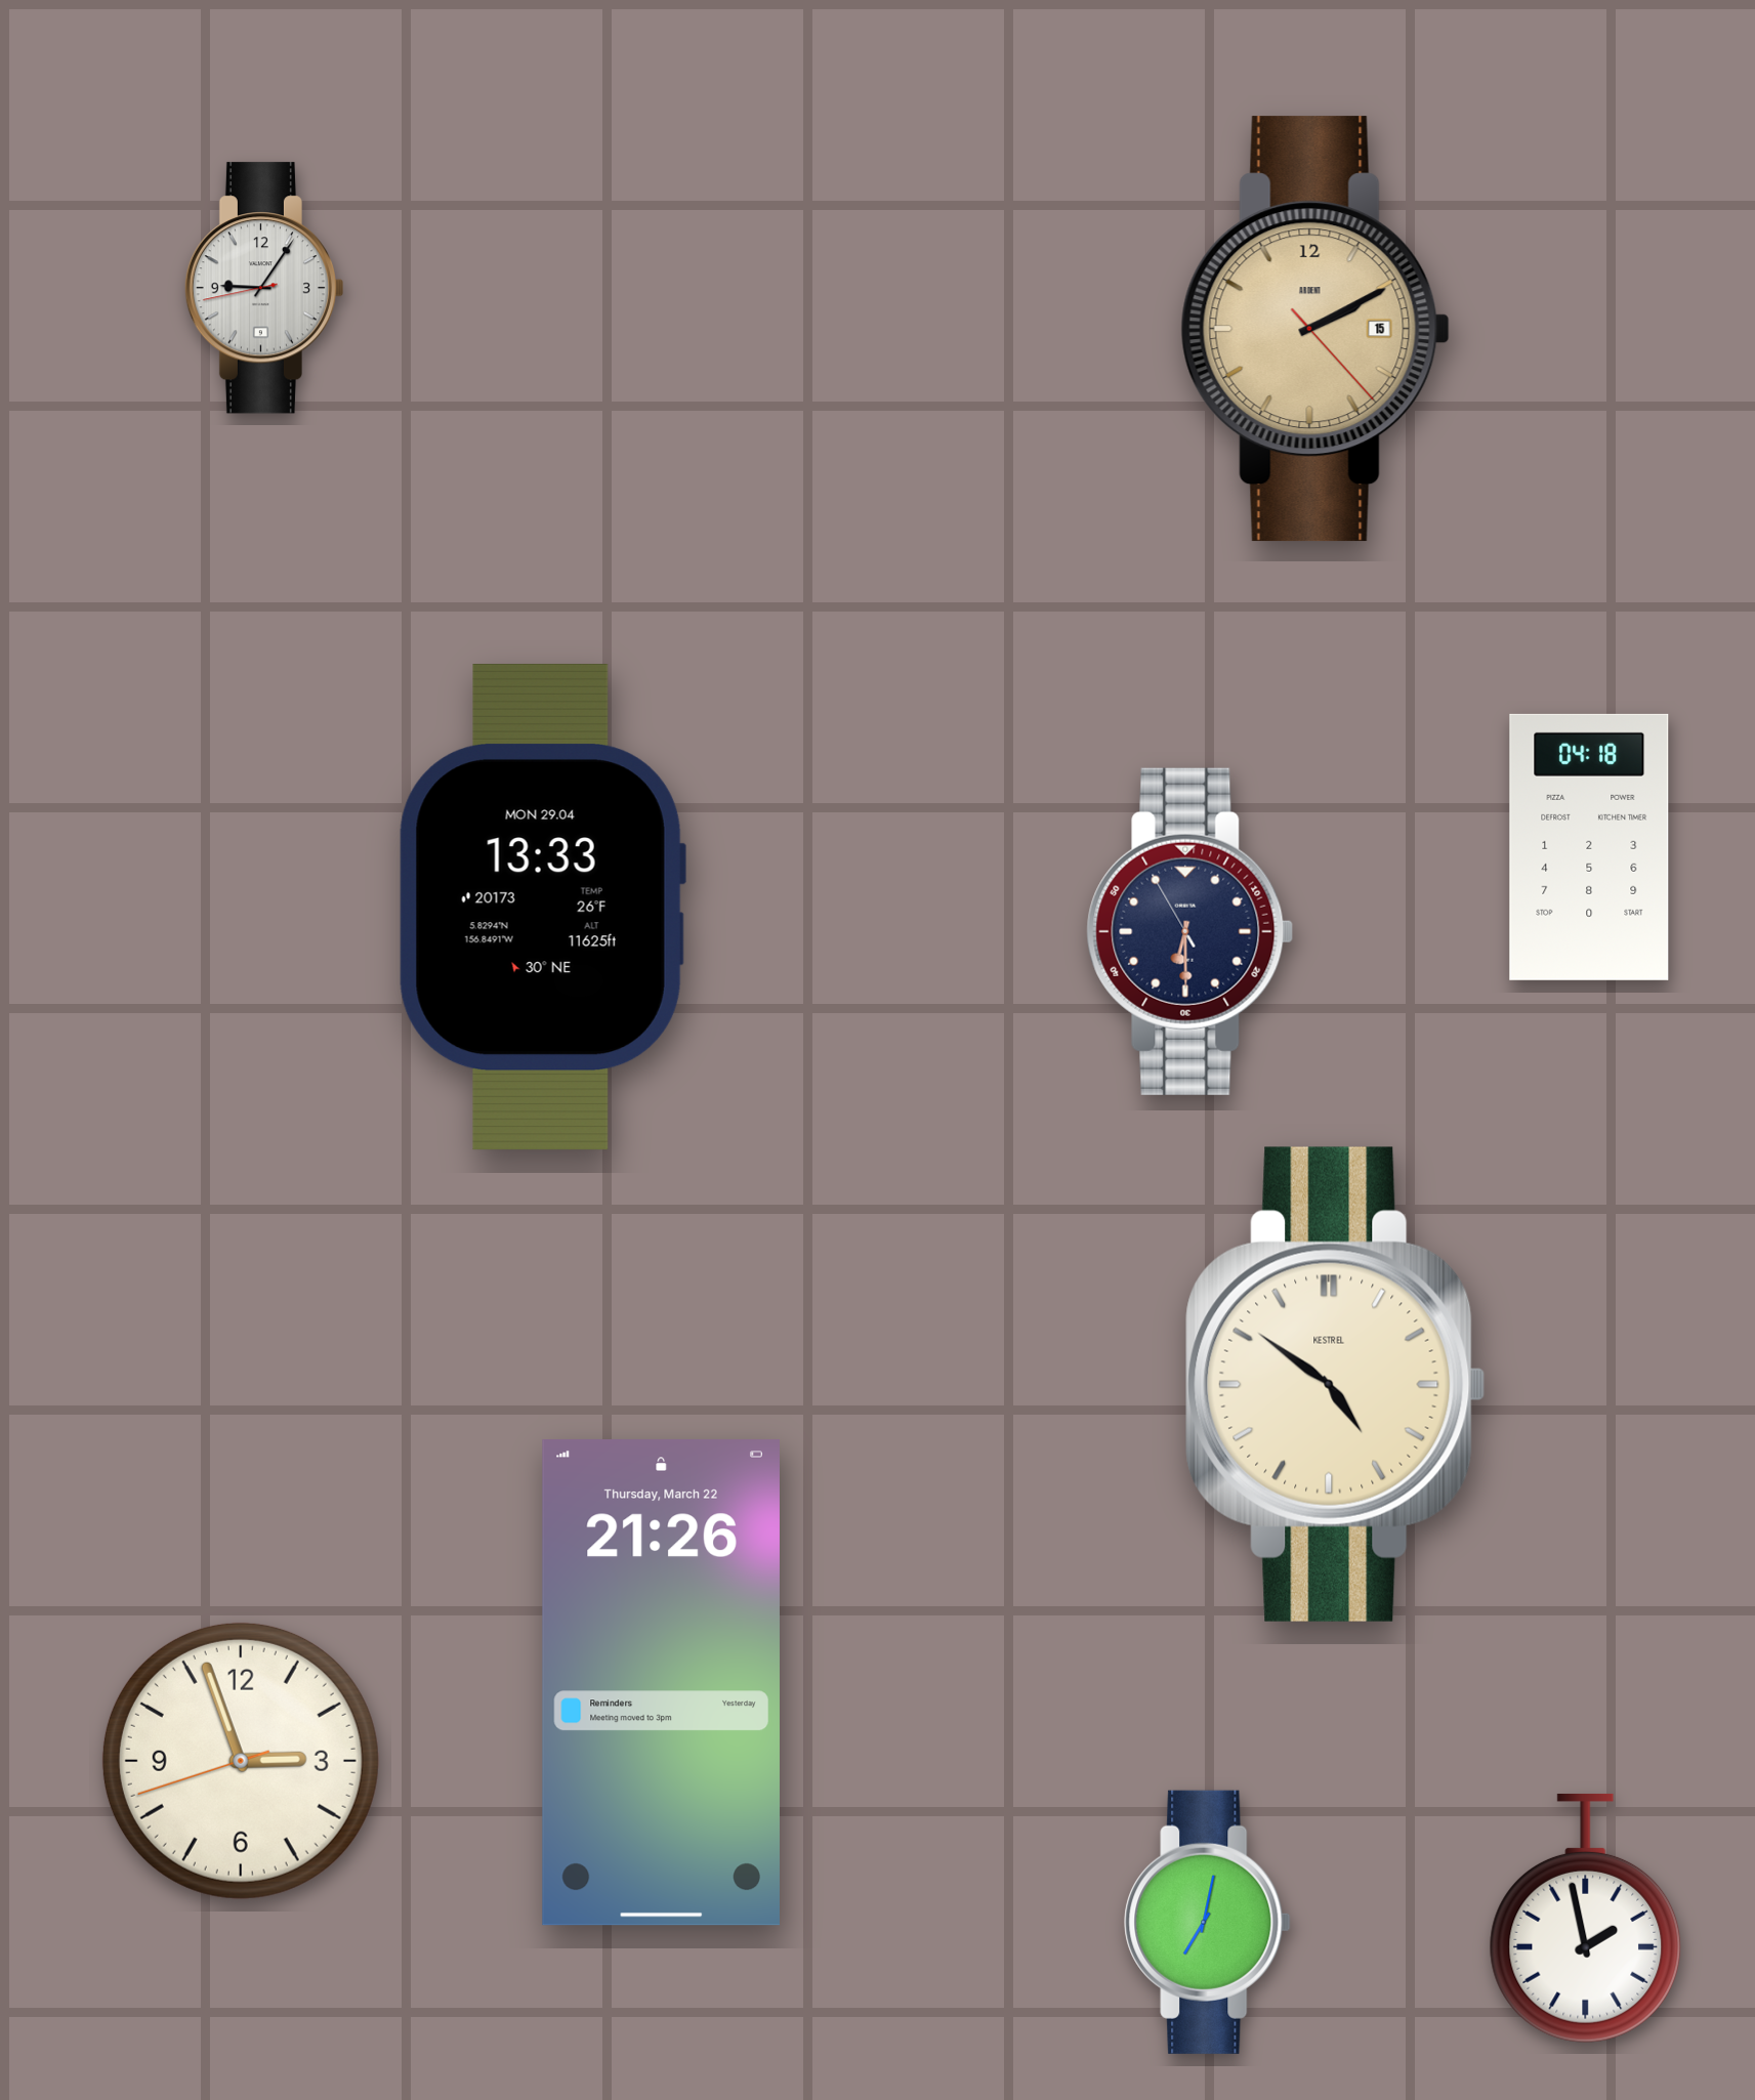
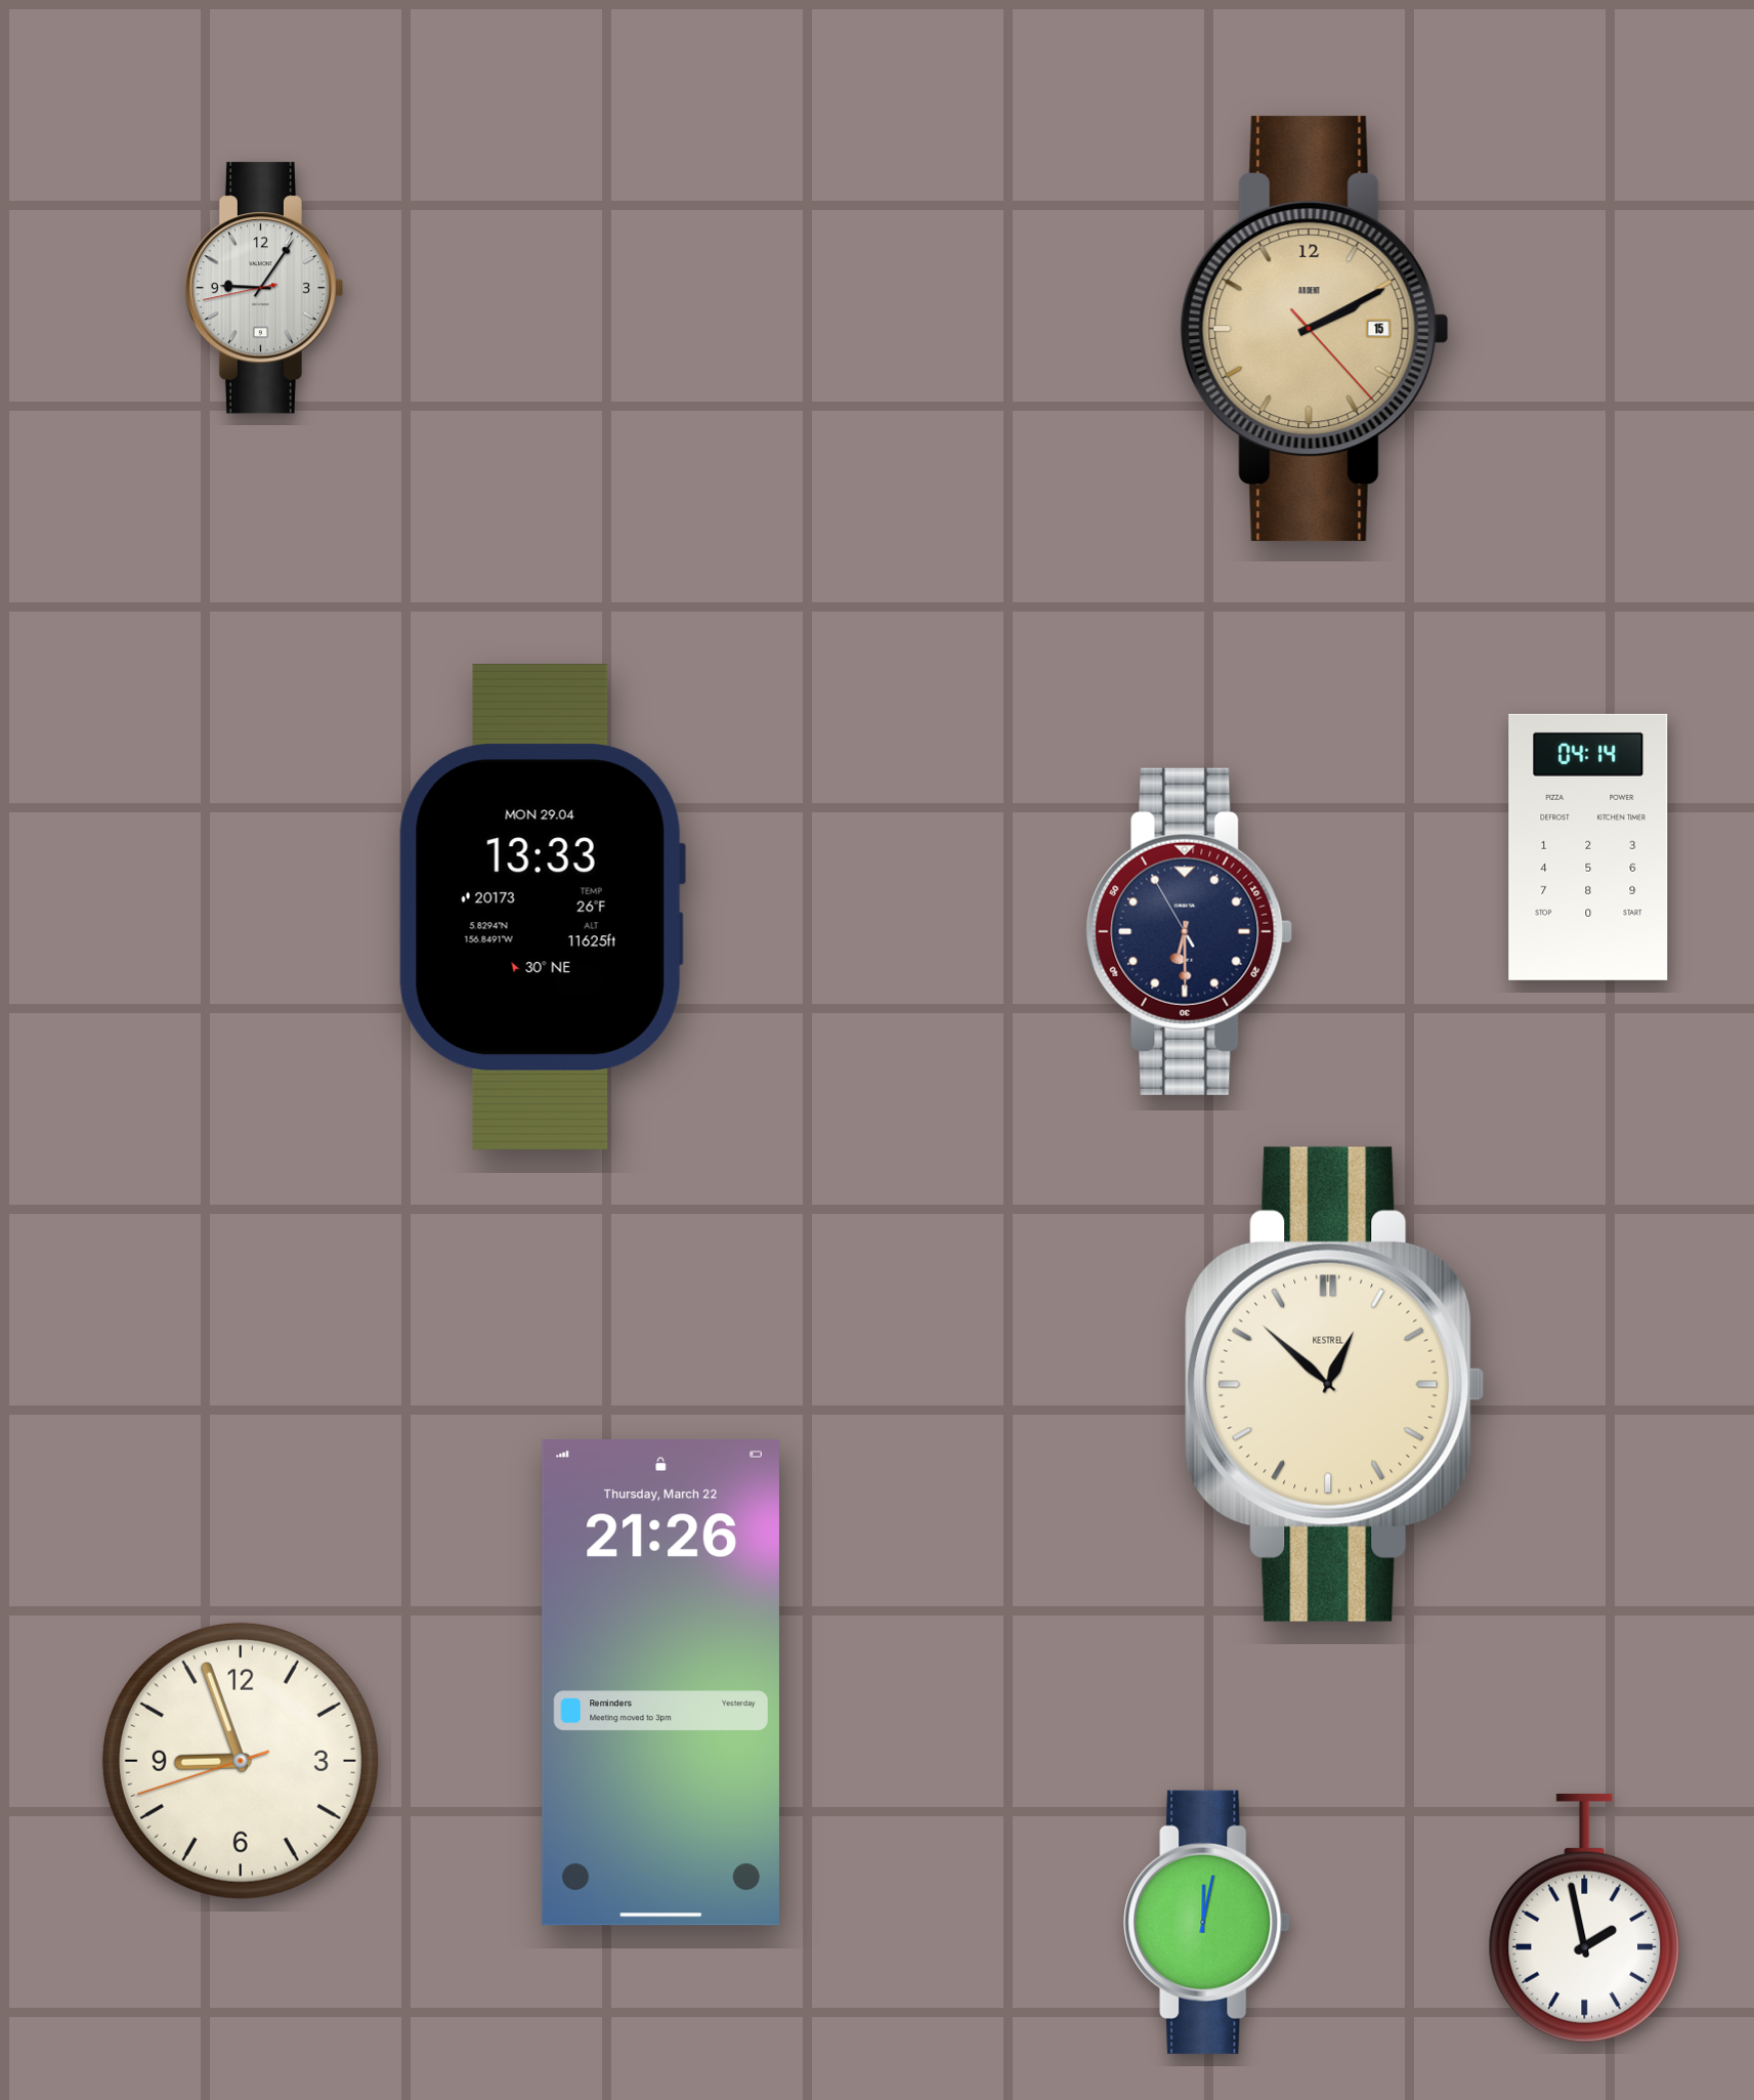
clock at (1589, 847): 04:18 -> 04:14
clock at (1336, 1384): 4:51 -> 12:52
clock at (241, 1761): 2:56 -> 8:56
clock at (1208, 1922): 7:02 -> 12:02
